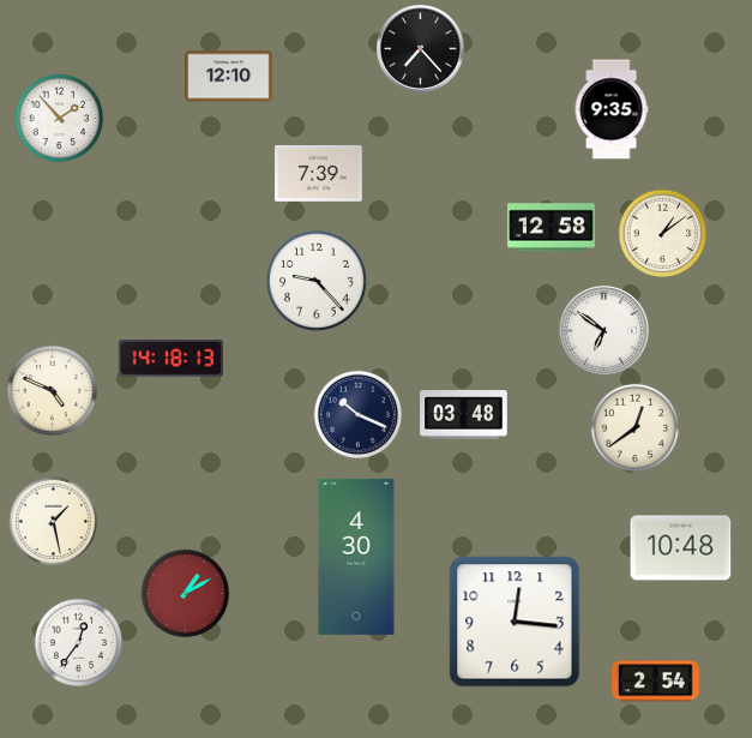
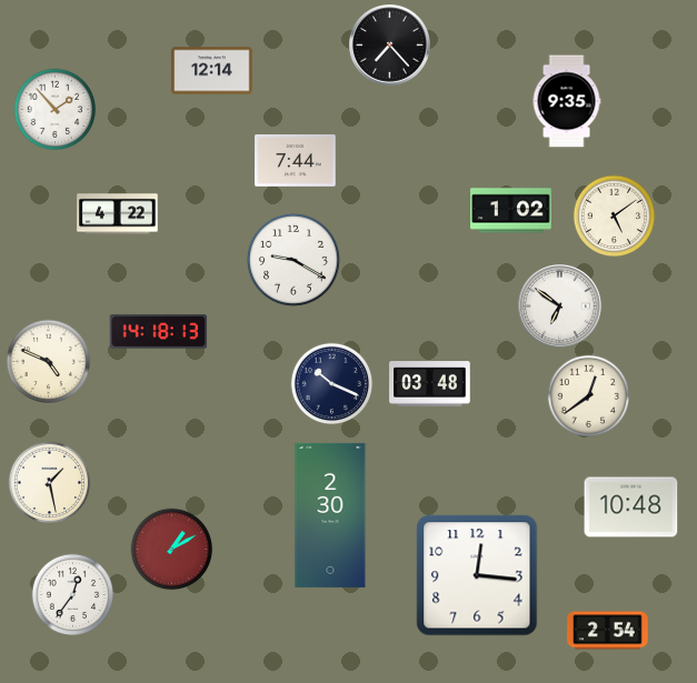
clock at (229, 77): 12:10 -> 12:14
clock at (319, 174): 7:39 -> 7:44
clock at (552, 228): 12:58 -> 1:02
clock at (118, 214): none -> 4:22
clock at (663, 234): 1:09 -> 5:09
clock at (318, 282): 9:23 -> 9:20
clock at (356, 557): 4:30 -> 2:30
